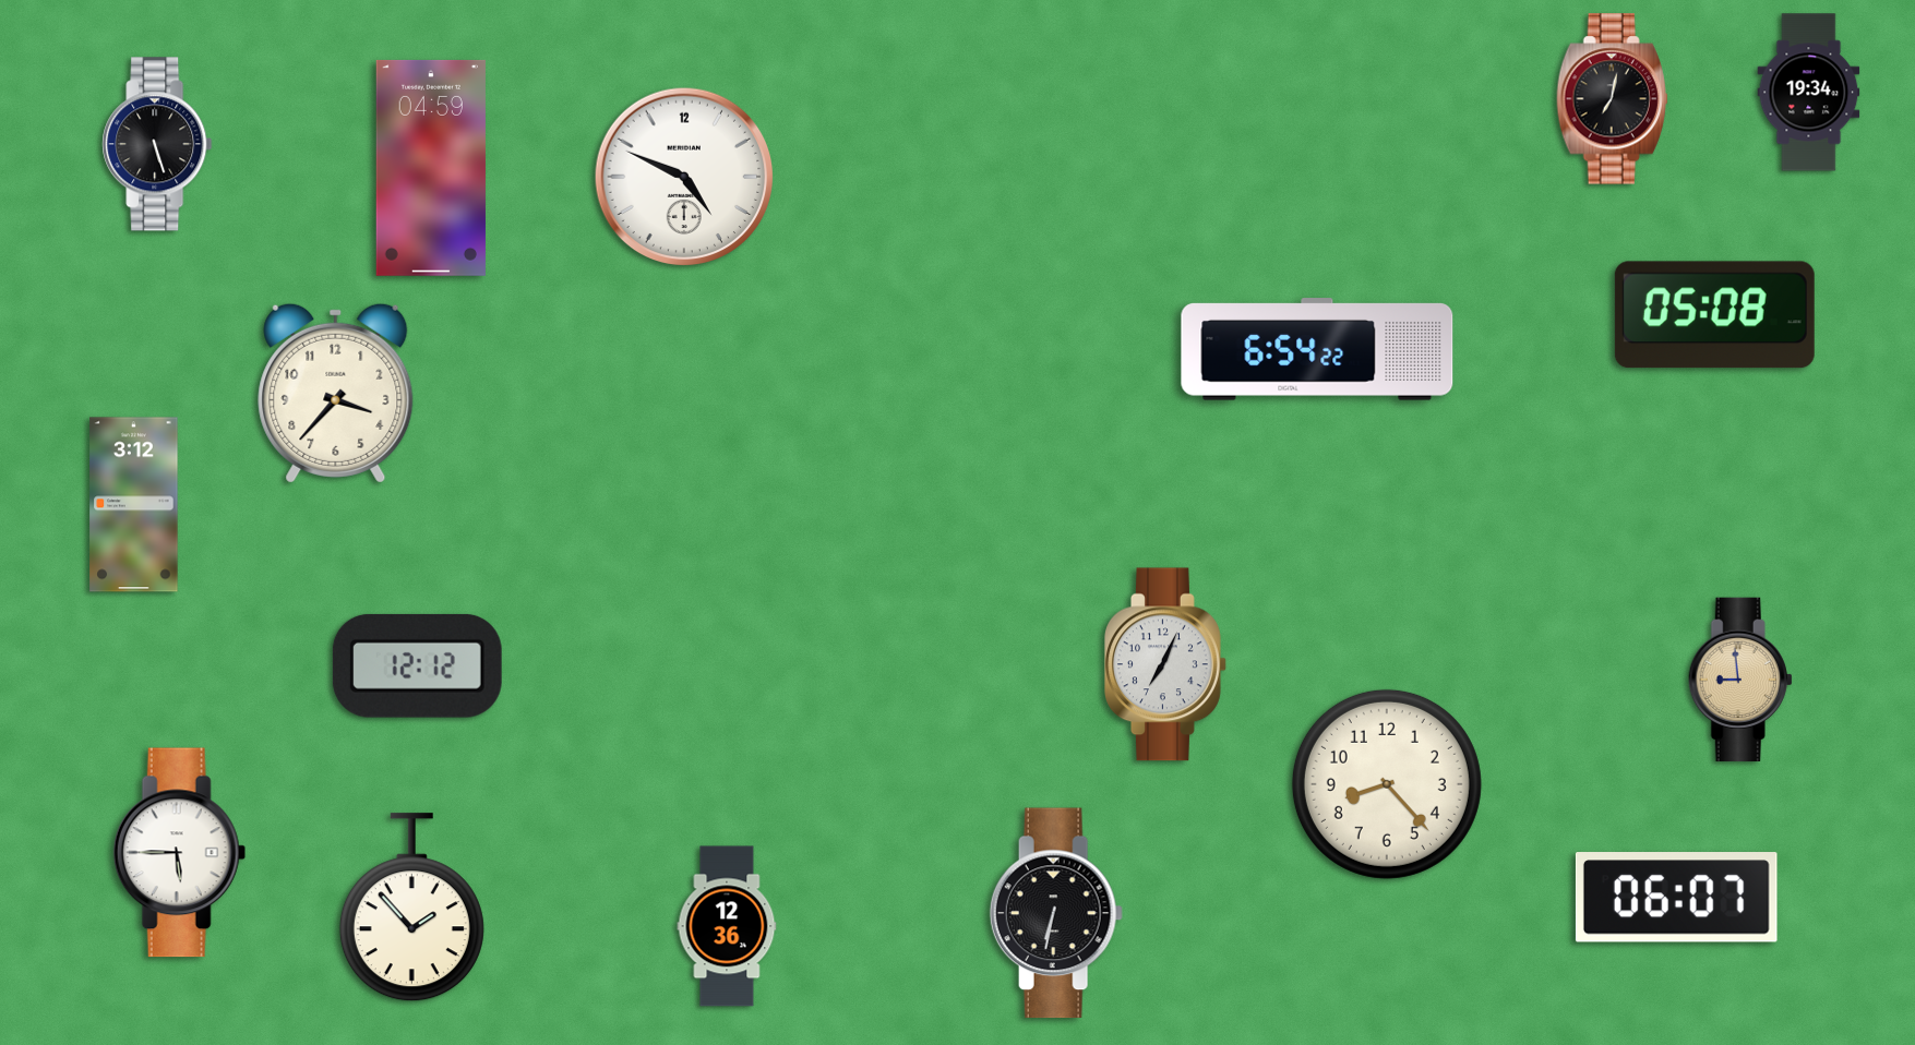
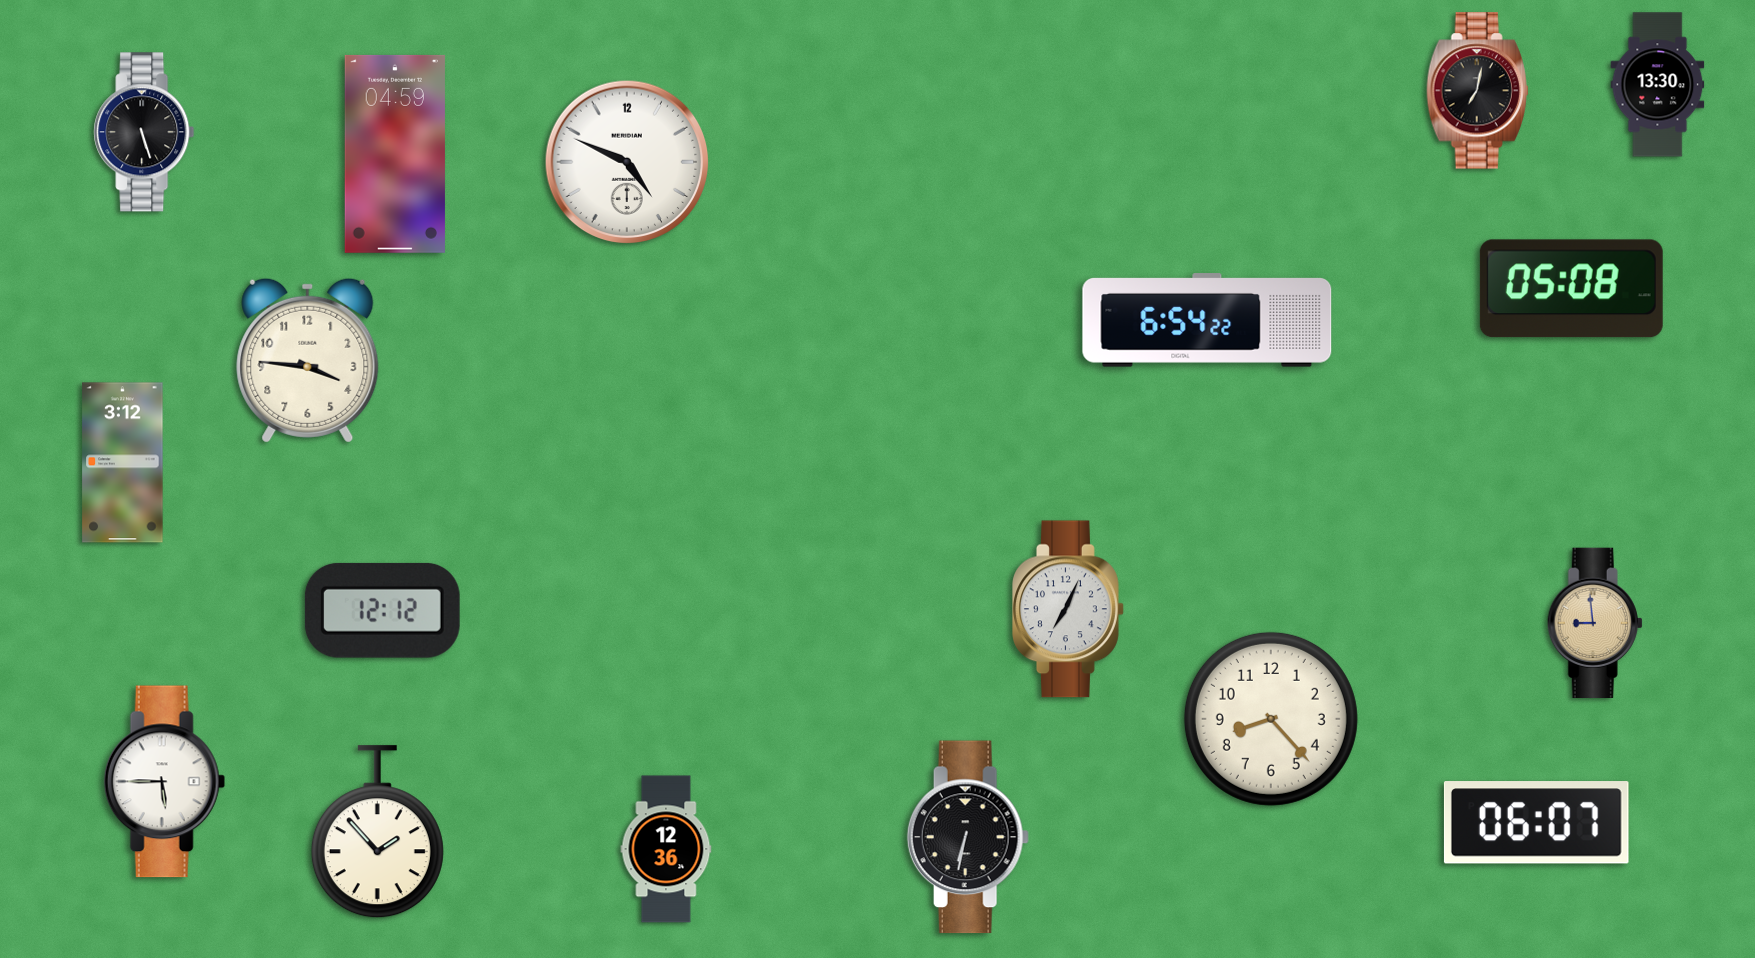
clock at (1809, 93): 19:34 -> 13:30
clock at (336, 393): 3:37 -> 3:46
